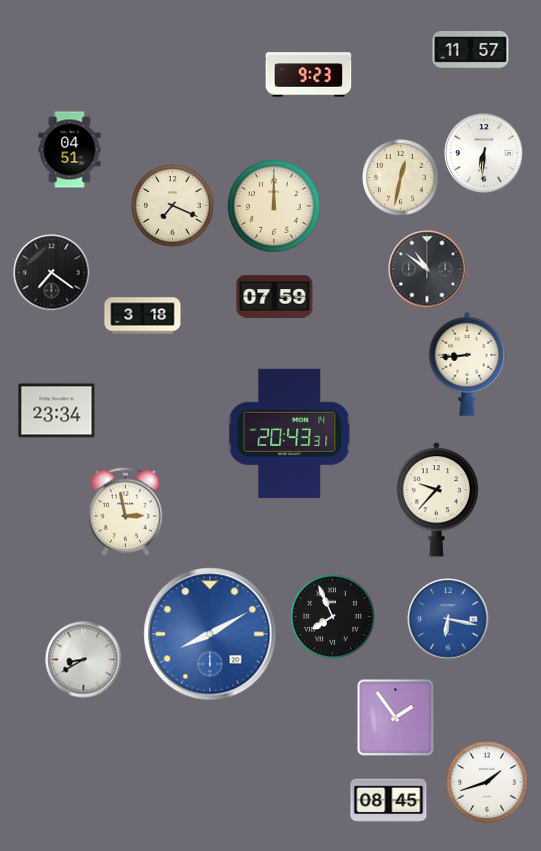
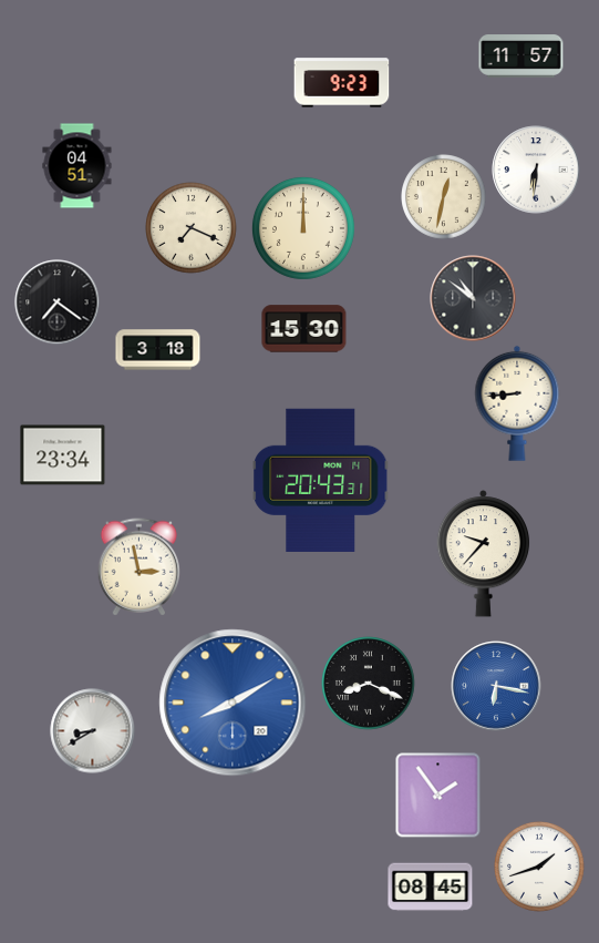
clock at (275, 297): 07:59 -> 15:30
clock at (333, 617): 7:56 -> 8:19
